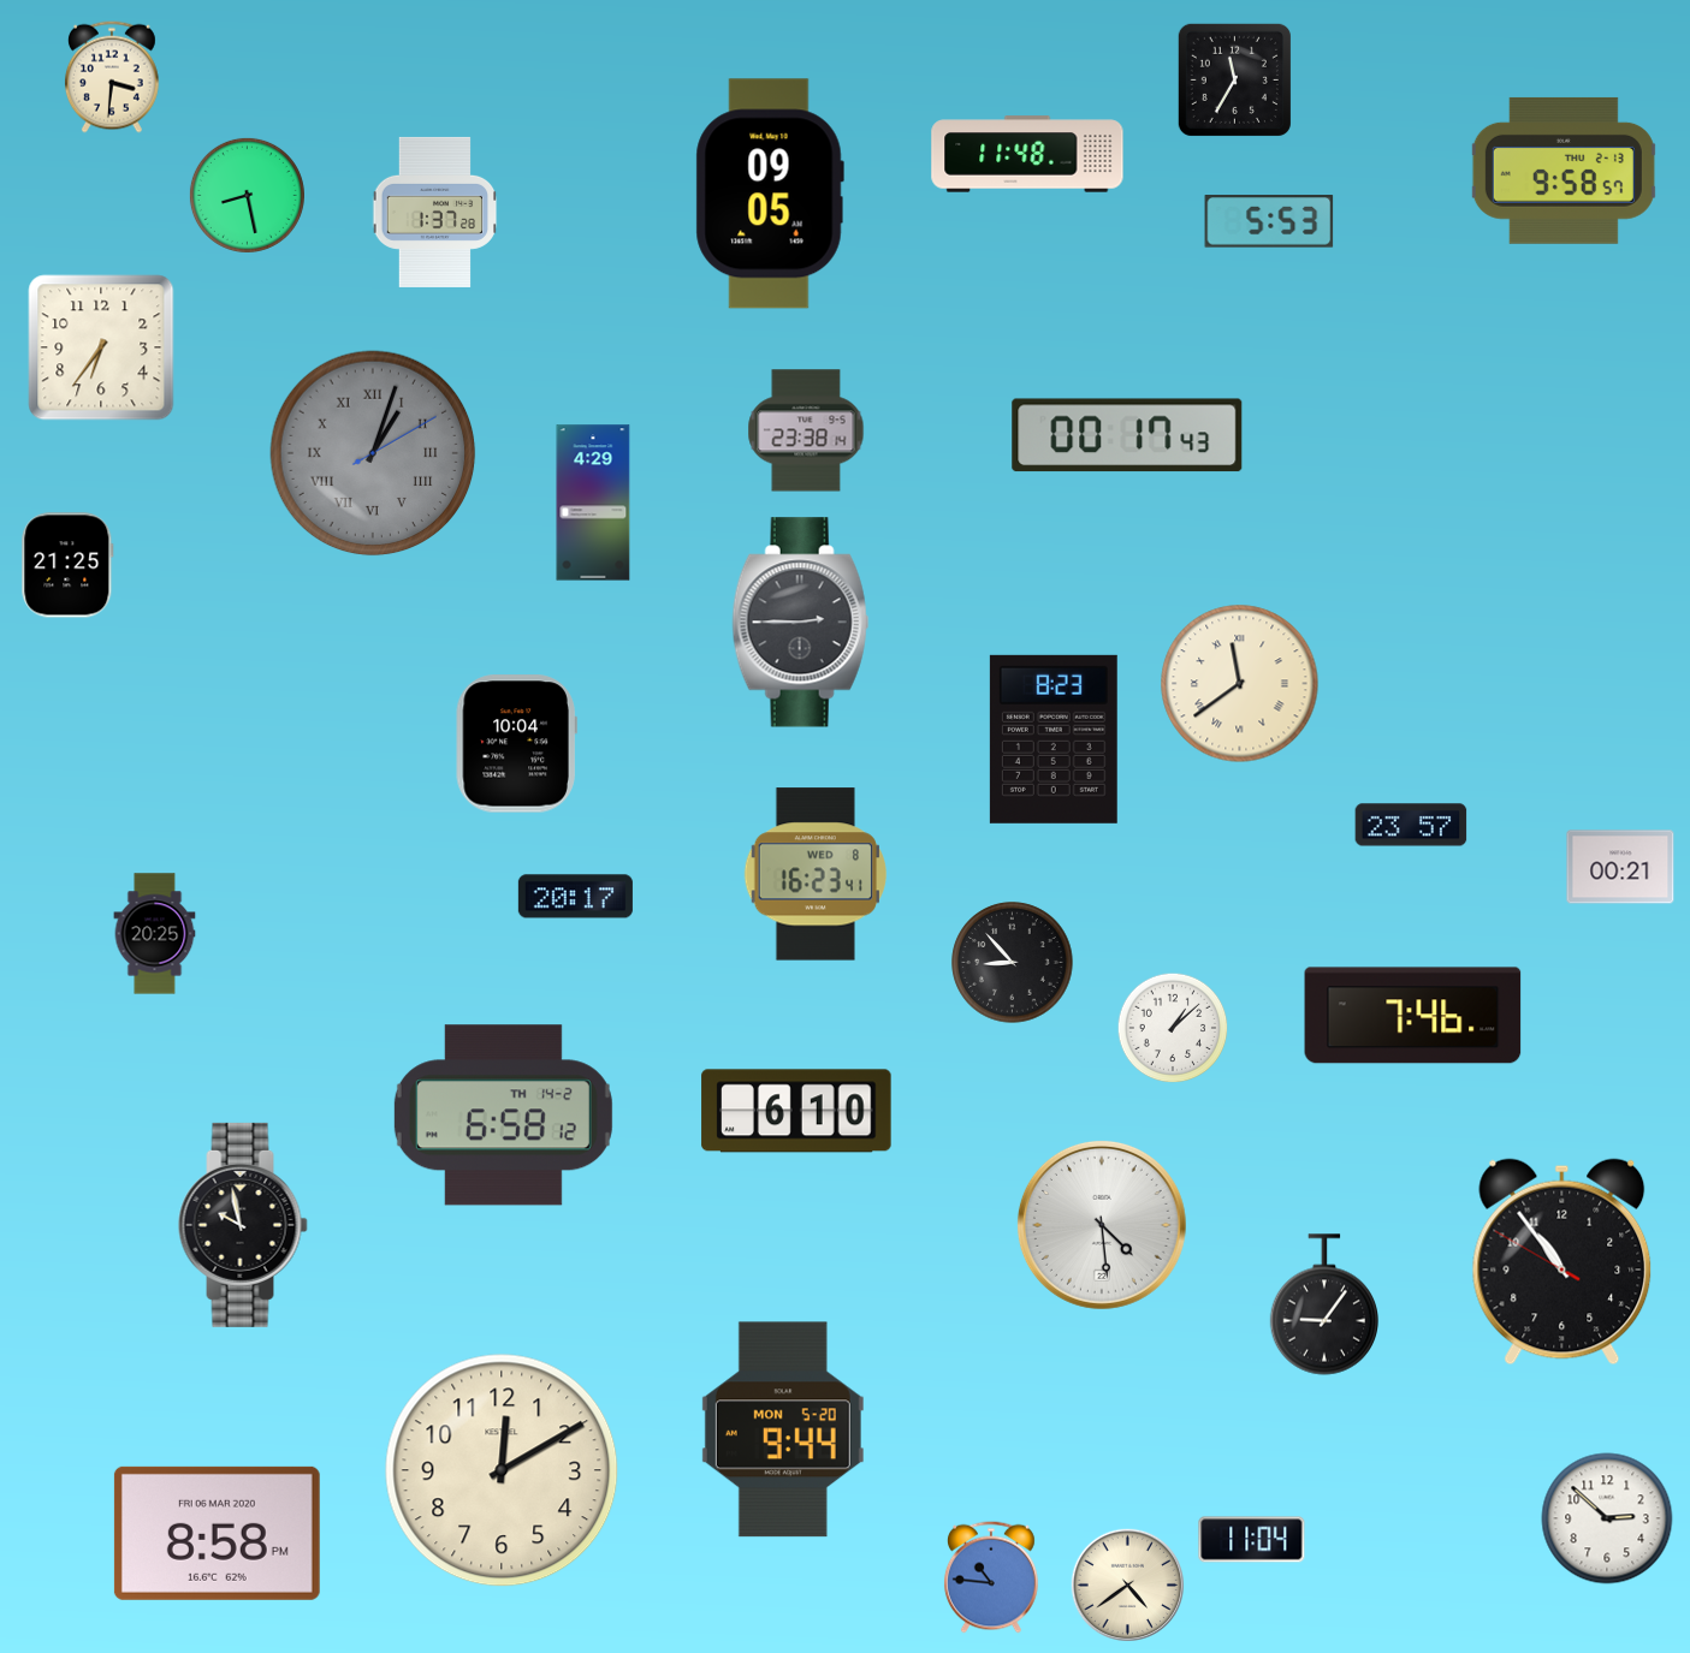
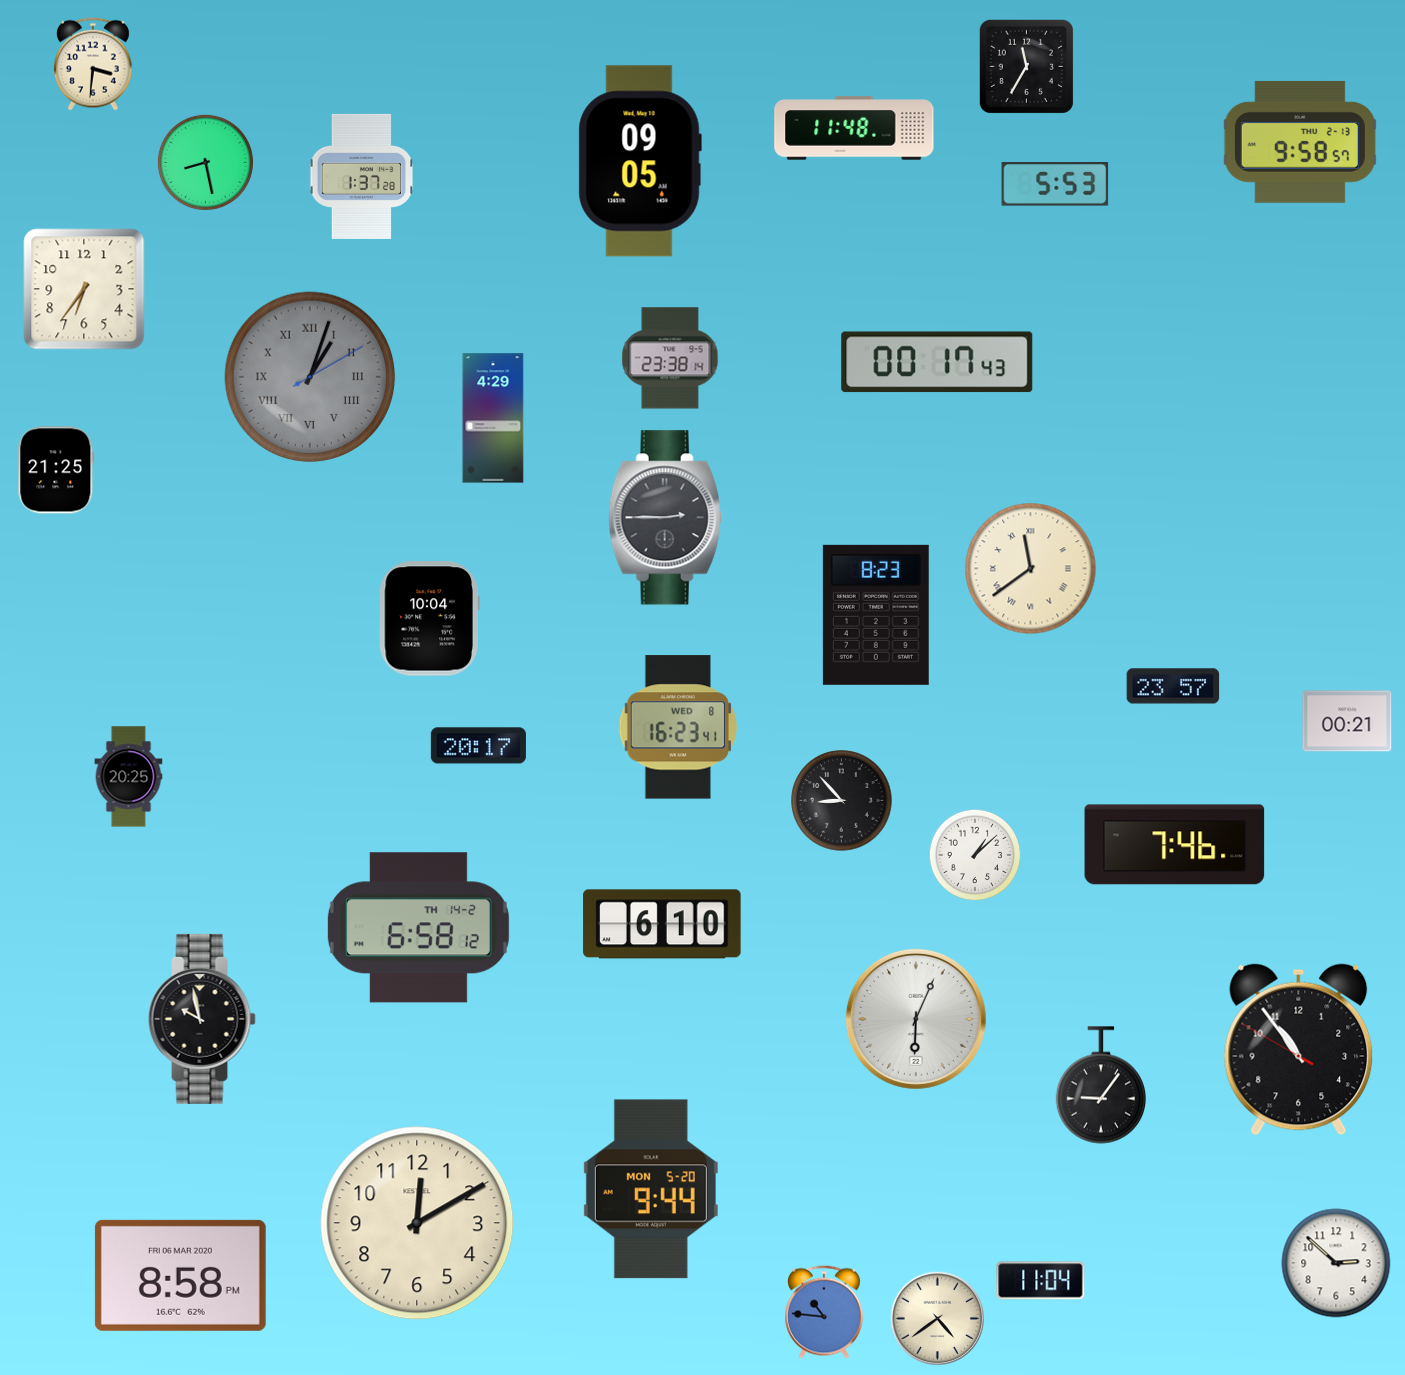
clock at (1102, 1225): 4:29 -> 6:04
